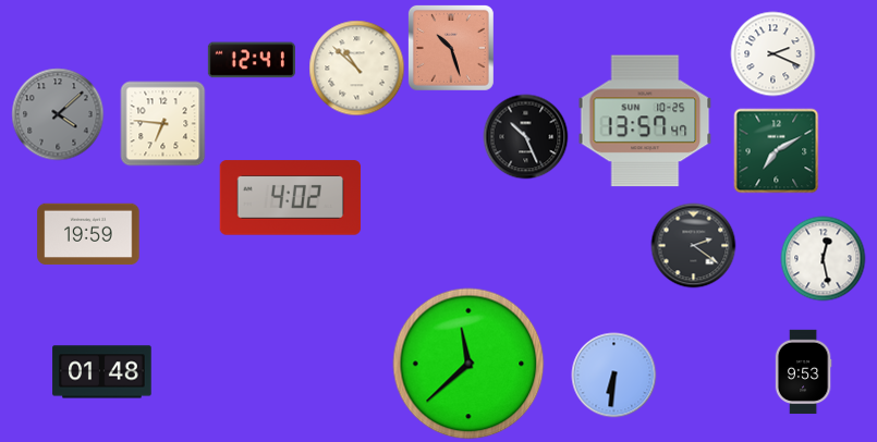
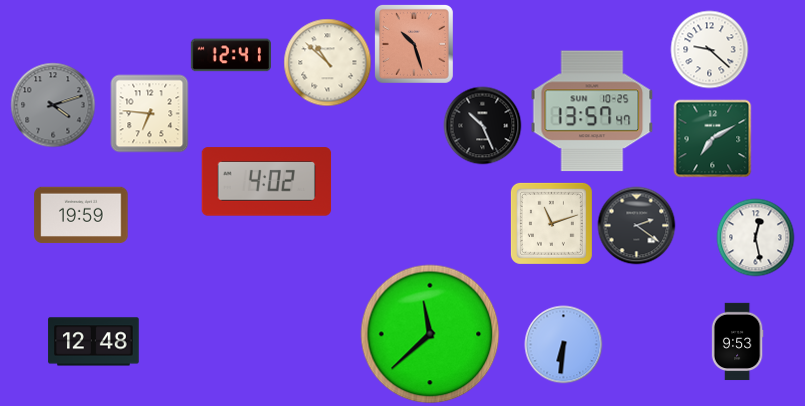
clock at (772, 53): 2:19 -> 9:22
clock at (58, 114): 4:08 -> 4:12
clock at (551, 223): none -> 11:12
clock at (102, 372): 01:48 -> 12:48
